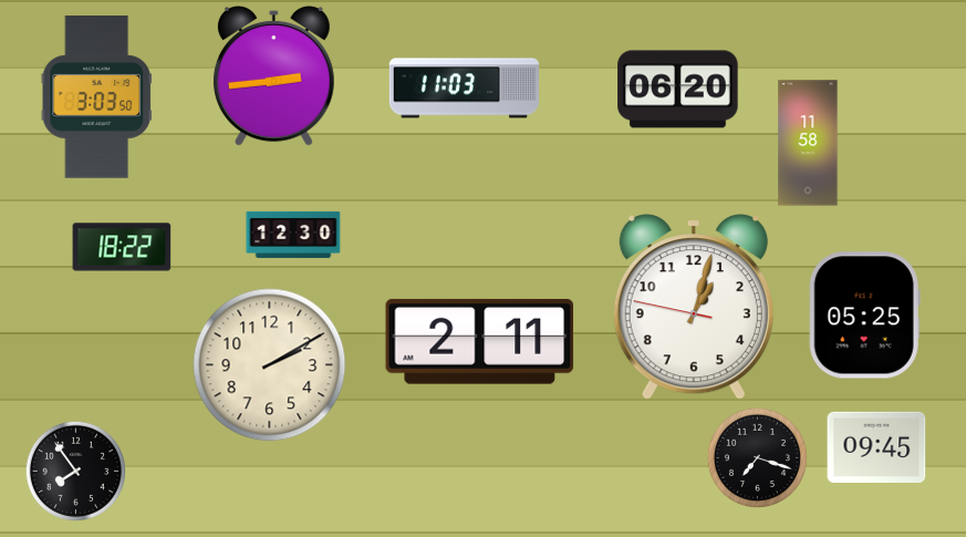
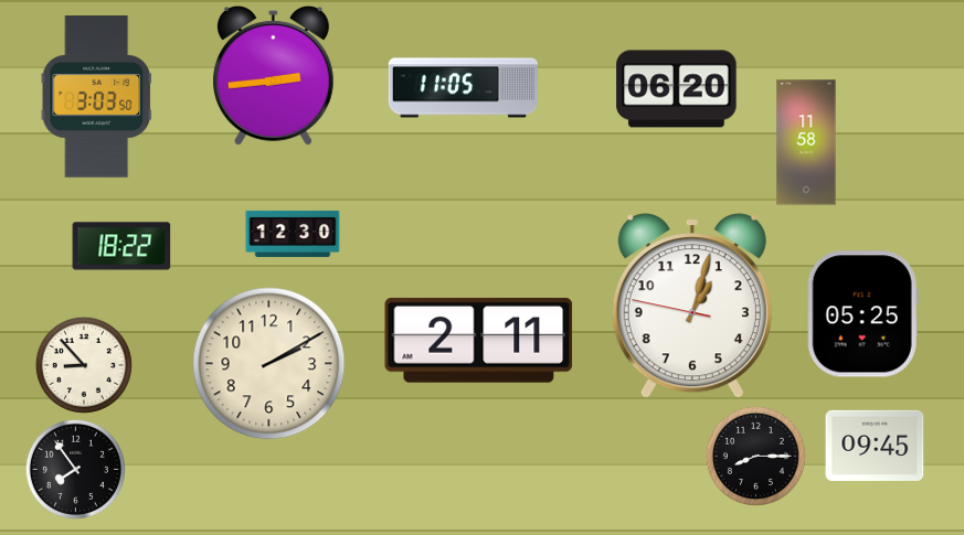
clock at (464, 89): 11:03 -> 11:05
clock at (84, 365): none -> 8:53
clock at (757, 457): 7:18 -> 8:15
